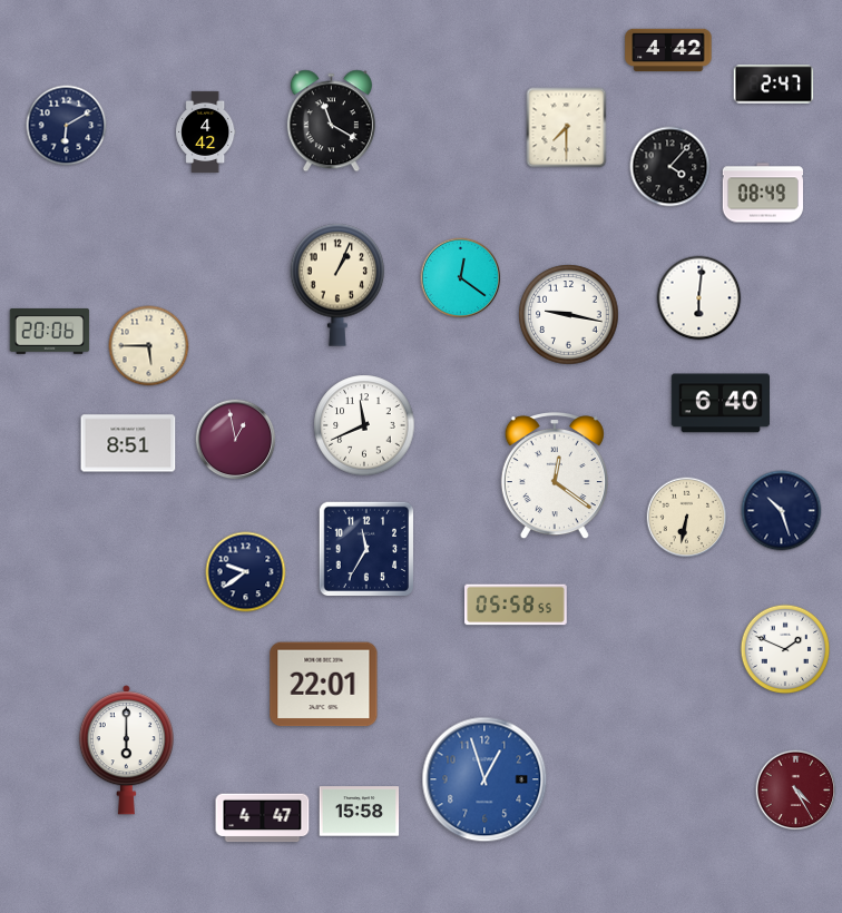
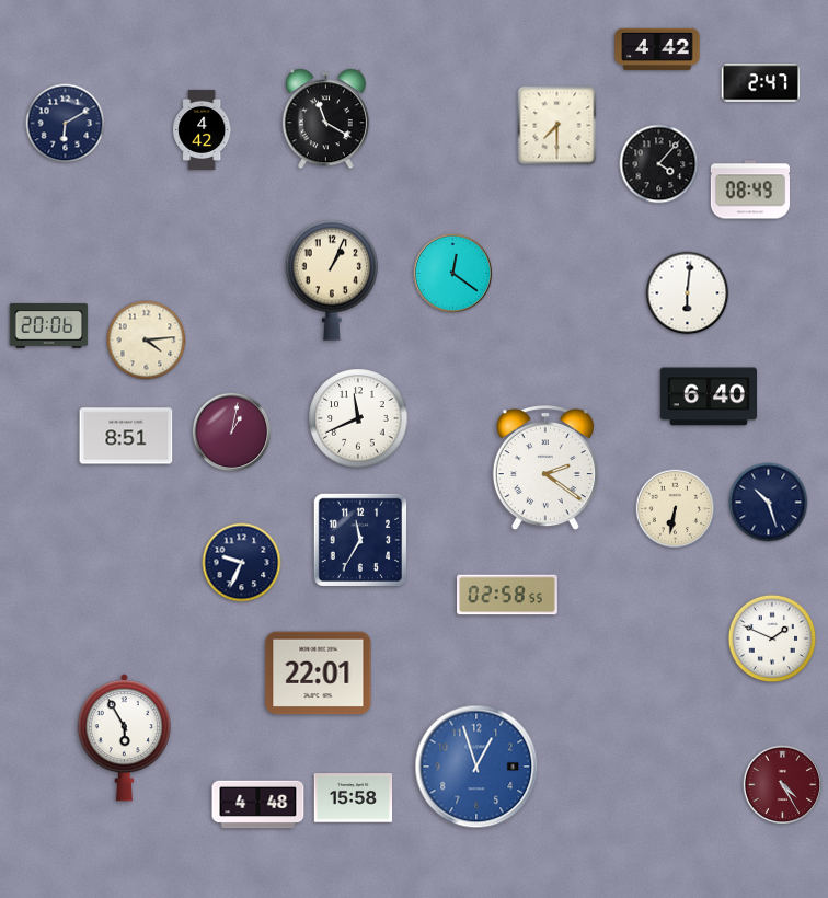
clock at (569, 315): 9:17 -> none
clock at (149, 346): 5:45 -> 4:14
clock at (236, 440): 12:58 -> 1:02
clock at (555, 477): 12:21 -> 2:21
clock at (246, 572): 9:39 -> 9:34
clock at (516, 605): 05:58 -> 02:58
clock at (126, 750): 6:00 -> 5:55
clock at (796, 791) position: (796, 791) -> (783, 785)
clock at (263, 818): 4:47 -> 4:48
